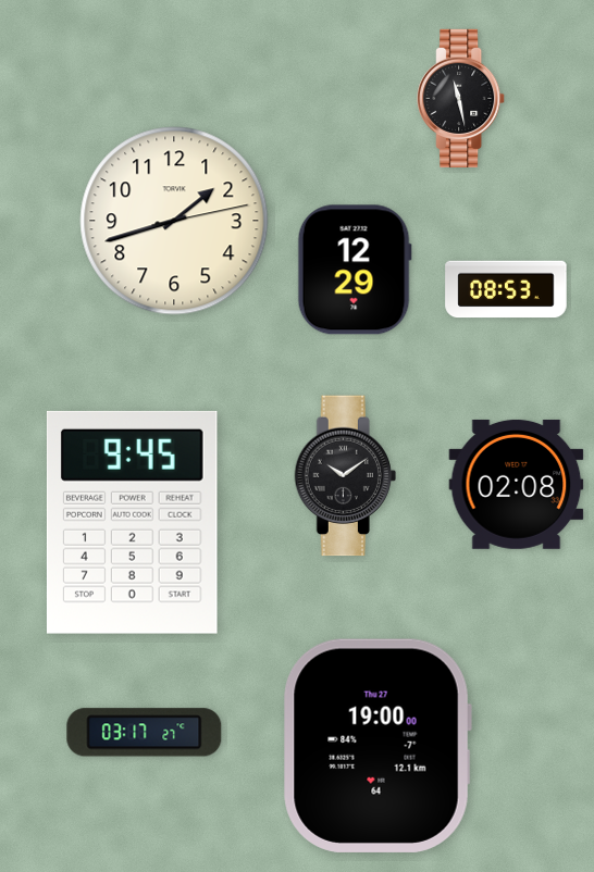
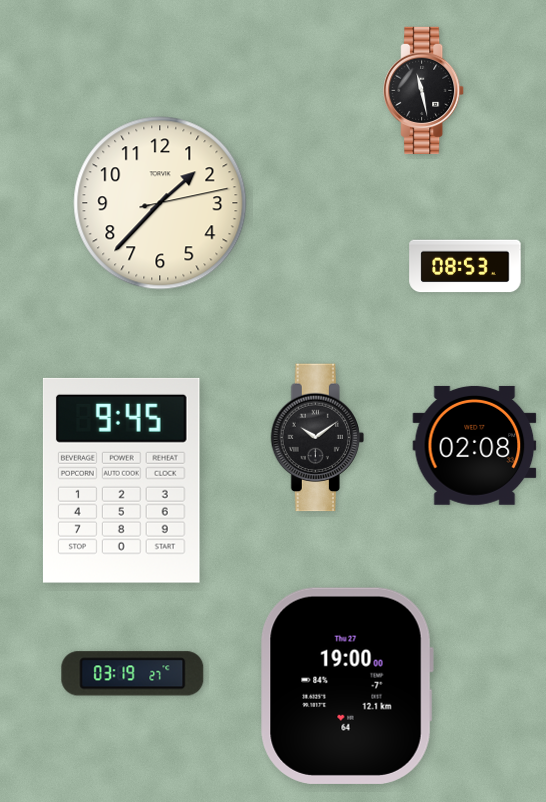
clock at (174, 221): 1:42 -> 1:37
clock at (355, 270): 12:29 -> none
clock at (145, 733): 03:17 -> 03:19
